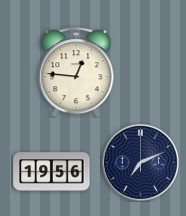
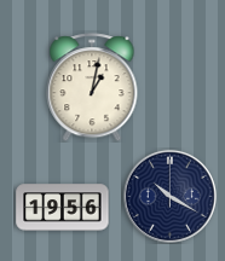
clock at (76, 72): 12:46 -> 1:02
clock at (140, 162): 7:11 -> 10:20
